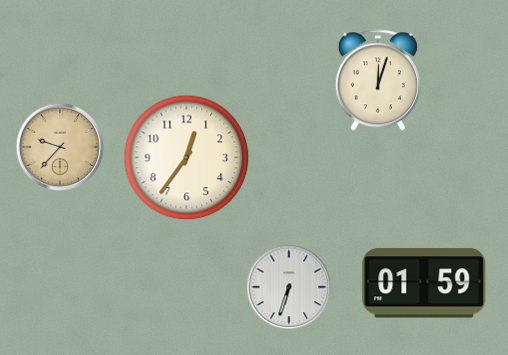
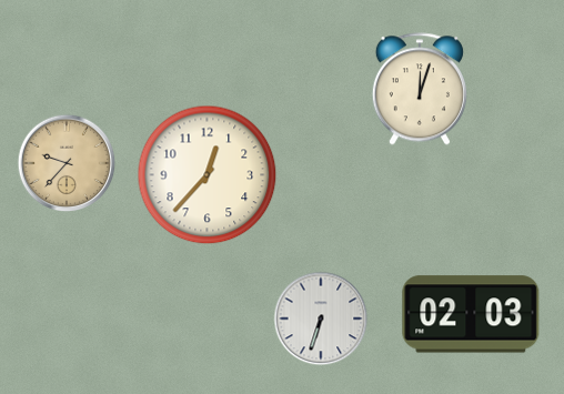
clock at (187, 158): 12:36 -> 12:37
clock at (424, 283): 01:59 -> 02:03
